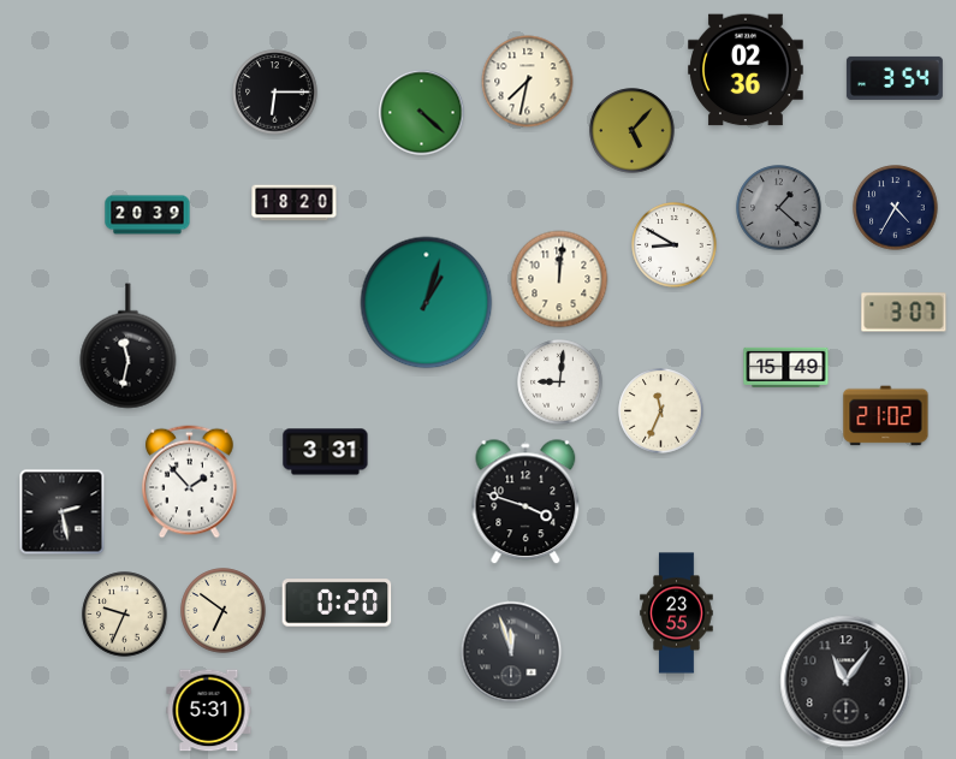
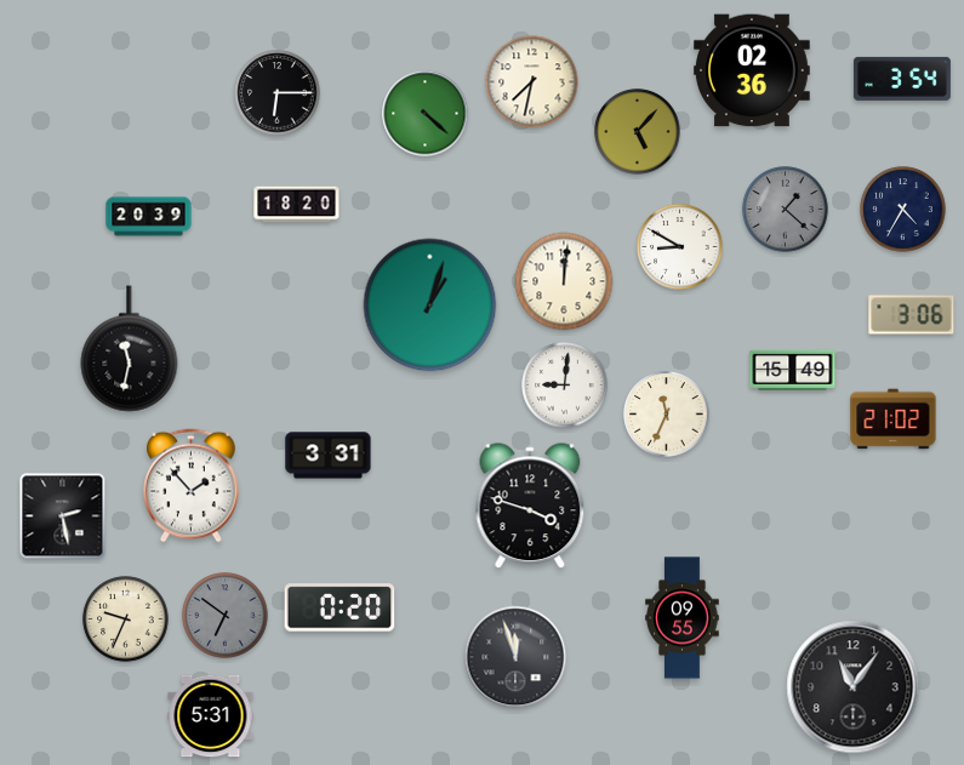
clock at (904, 313): 3:07 -> 3:06
clock at (224, 611) dial: cream -> grey
clock at (677, 613): 23:55 -> 09:55
